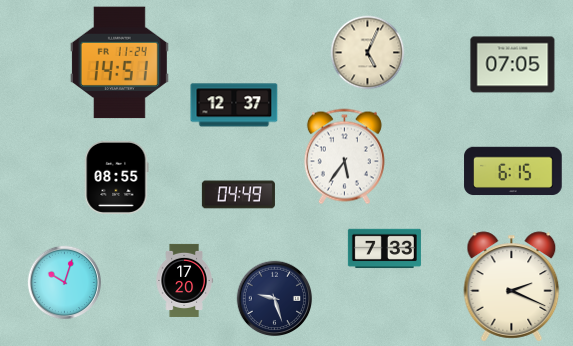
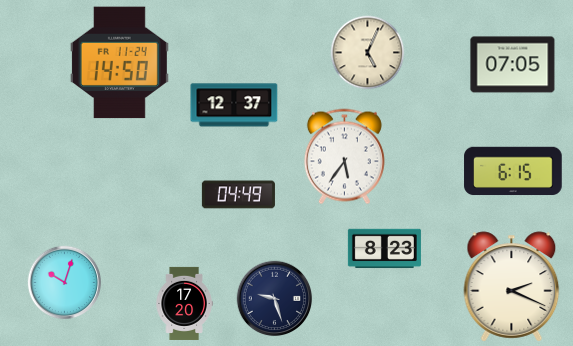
clock at (119, 63): 14:51 -> 14:50
clock at (117, 177): 08:55 -> none
clock at (384, 249): 7:33 -> 8:23
clock at (184, 280) position: (184, 280) -> (184, 303)
